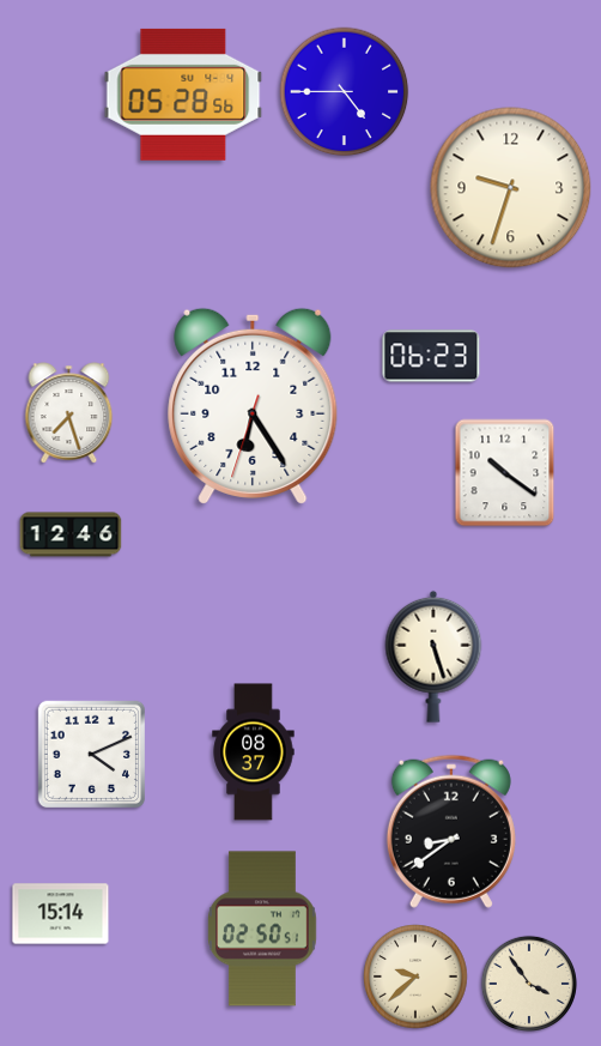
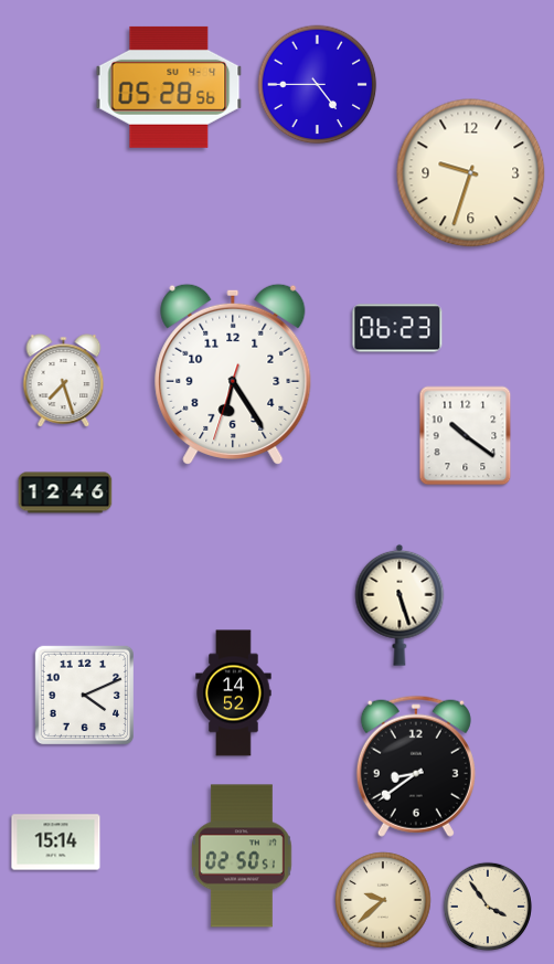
clock at (254, 752): 08:37 -> 14:52
